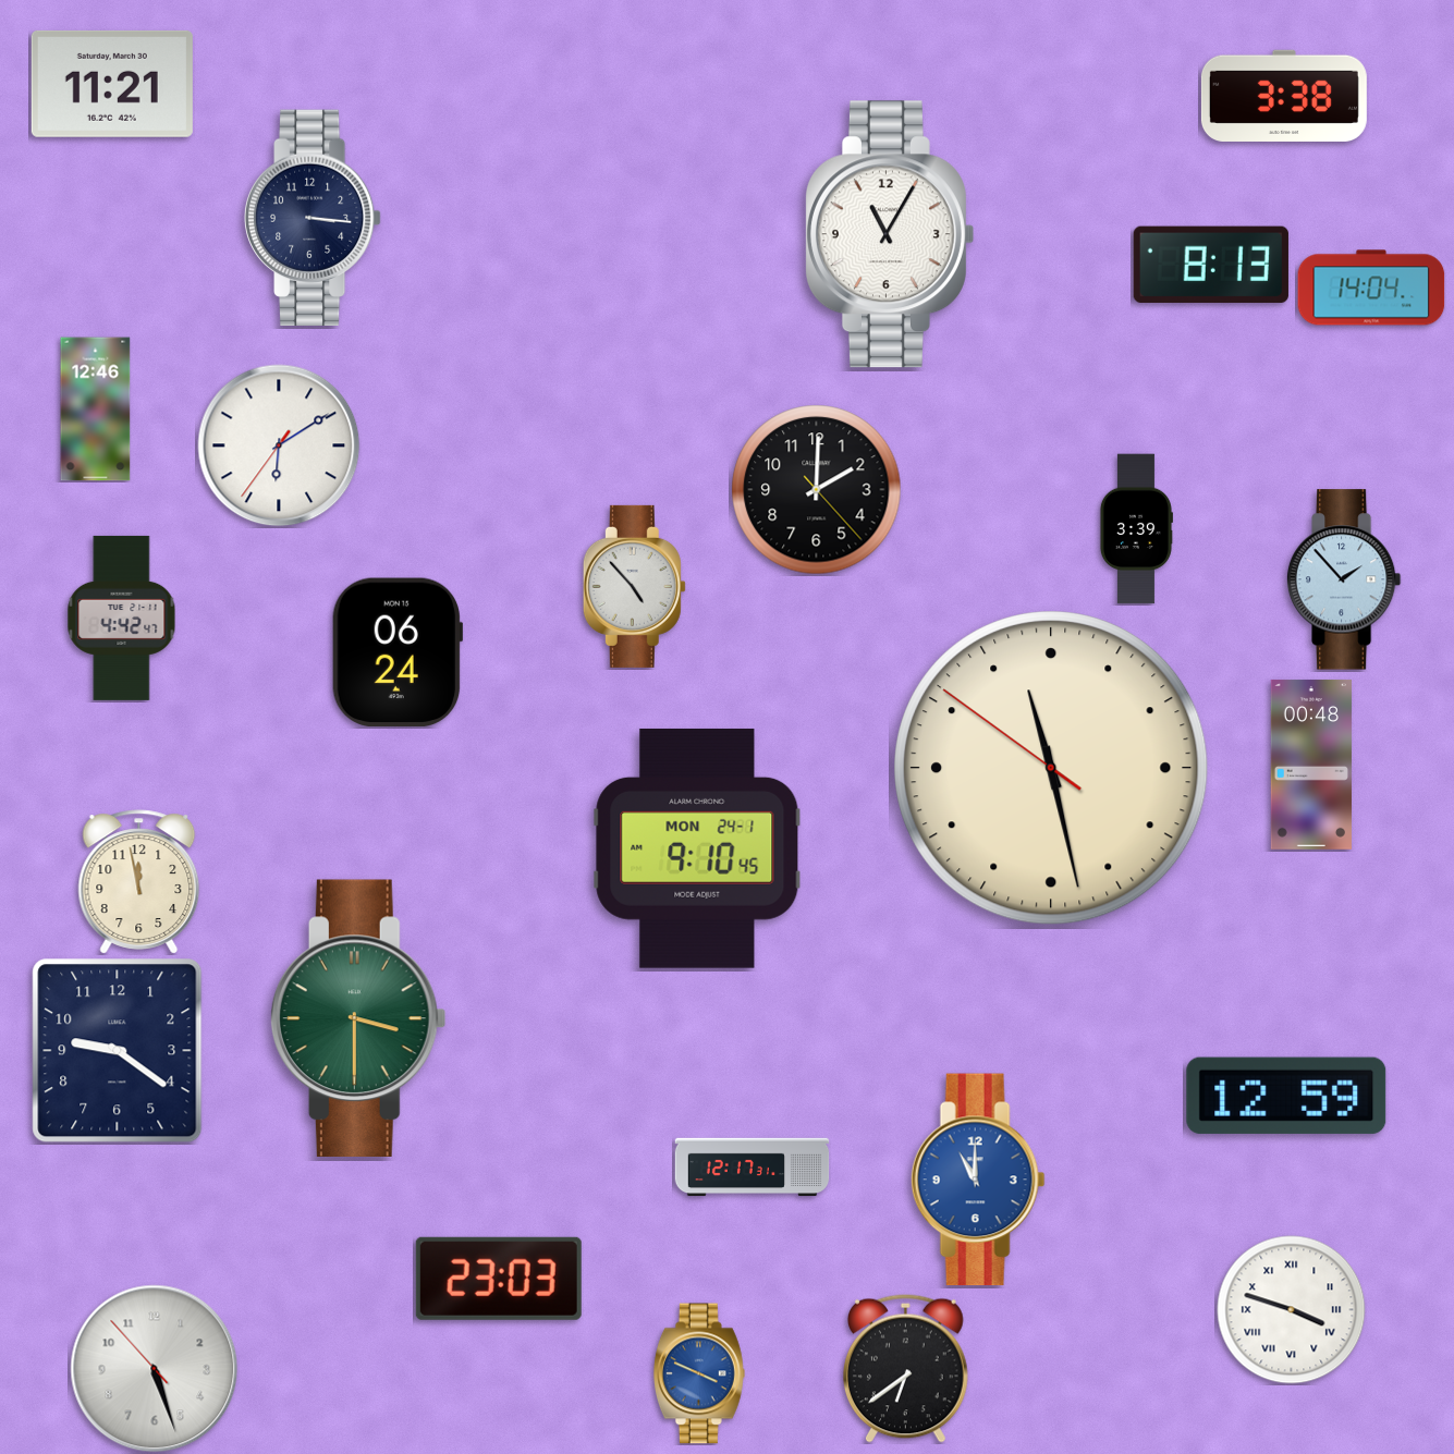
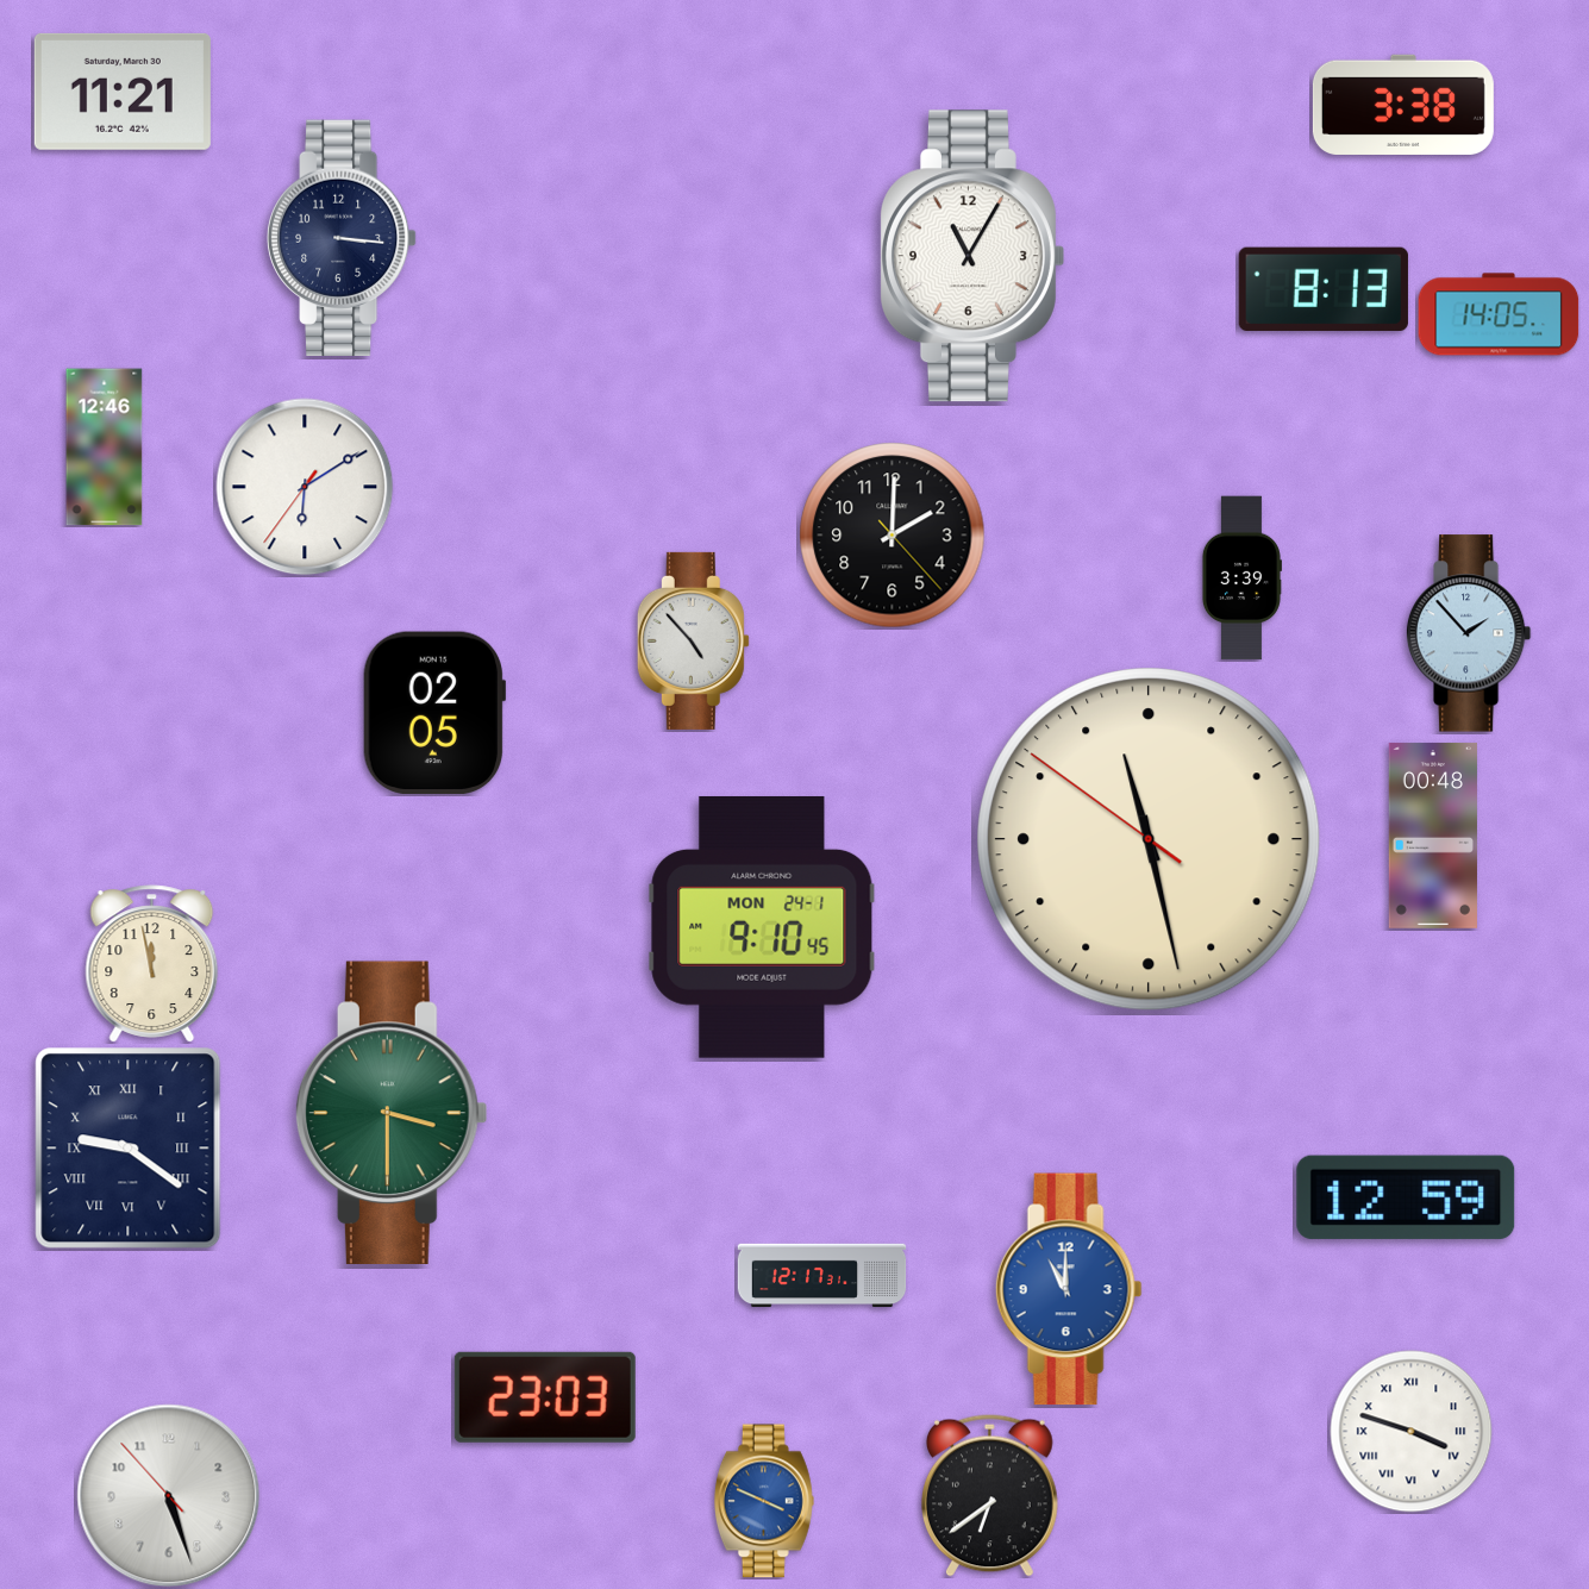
clock at (1371, 288): 14:04 -> 14:05
clock at (122, 618): 4:42 -> none
clock at (398, 652): 06:24 -> 02:05
clock at (118, 1051) numerals: Arabic -> Roman
